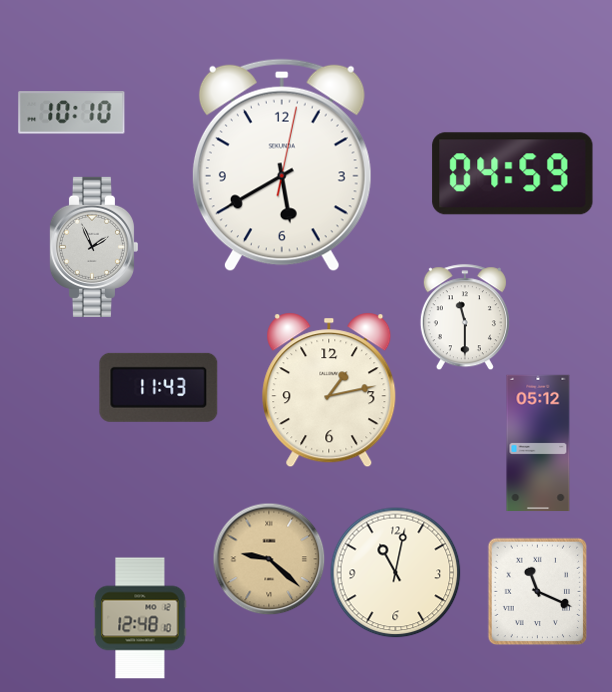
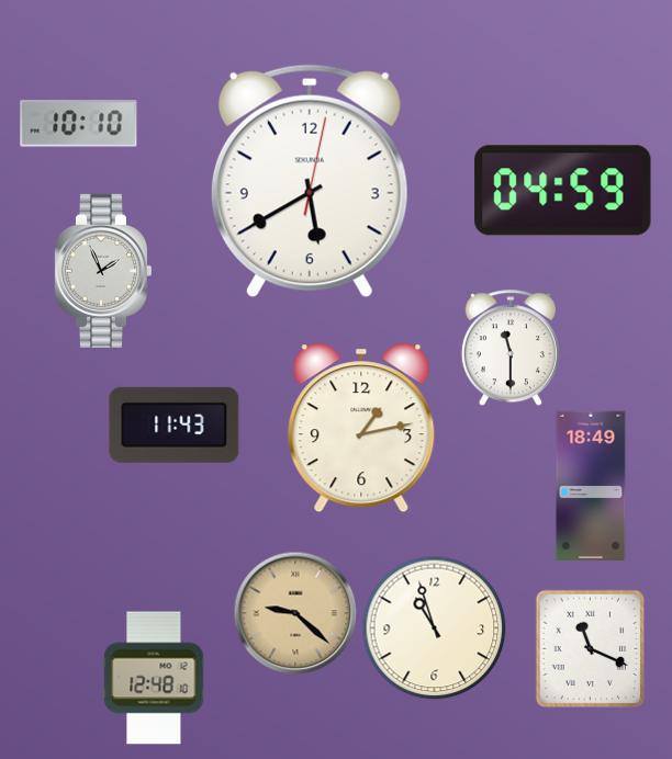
clock at (538, 443): 05:12 -> 18:49
clock at (396, 573): 11:02 -> 10:57
